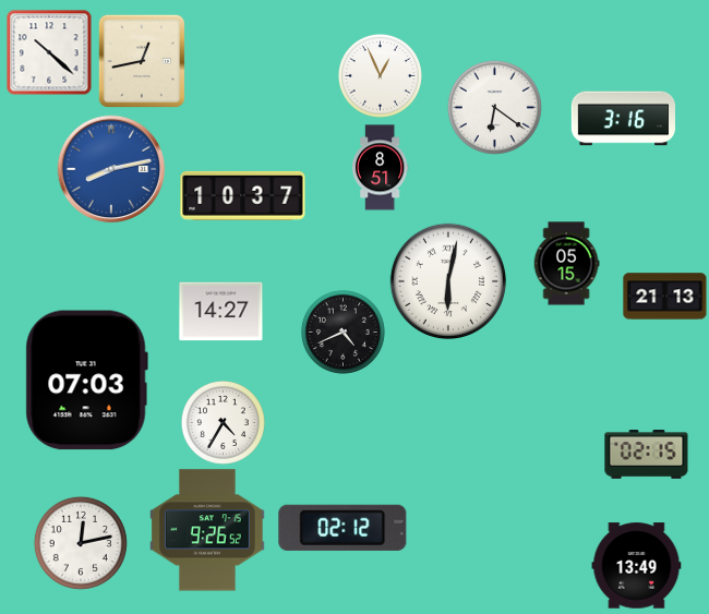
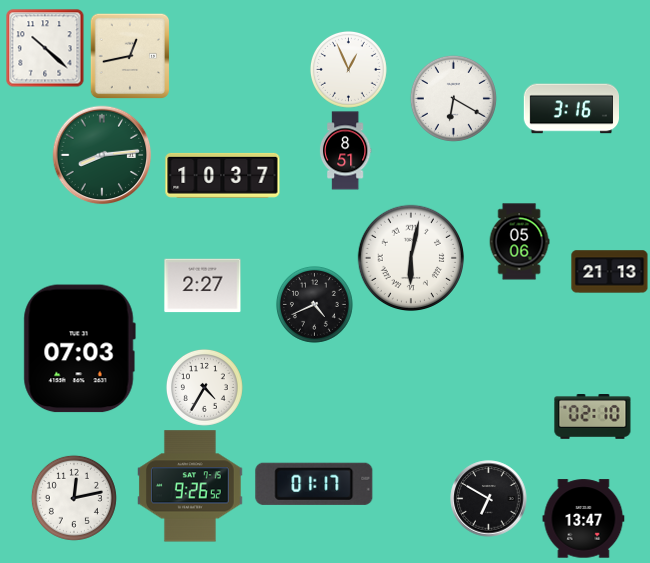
clock at (494, 107): 6:21 -> 6:20
clock at (380, 168) position: (380, 168) -> (345, 151)
clock at (111, 169): 8:13 -> 8:14
clock at (111, 169) dial: blue -> green
clock at (243, 195) position: (243, 195) -> (223, 175)
clock at (566, 264): 05:15 -> 05:06
clock at (221, 312): 14:27 -> 2:27
clock at (647, 455): 02:15 -> 02:10
clock at (343, 528): 02:12 -> 01:17
clock at (489, 499): none -> 6:50
clock at (637, 566): 13:49 -> 13:47
